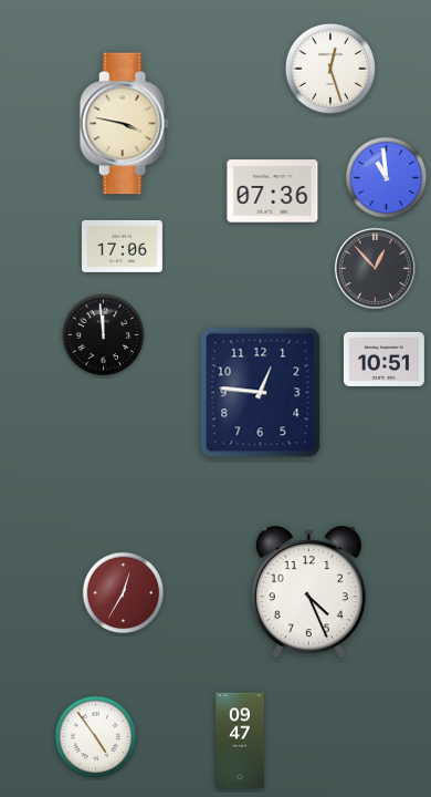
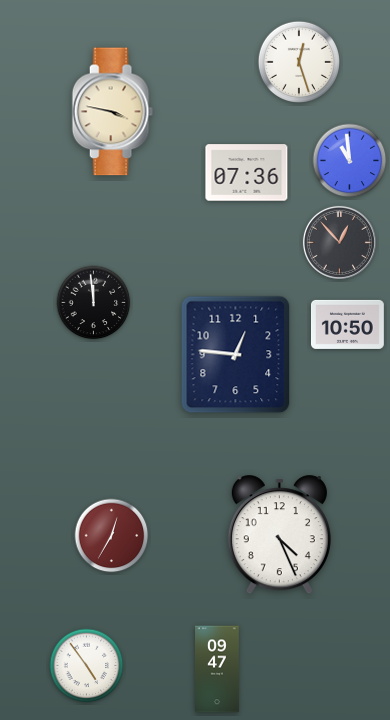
clock at (122, 246): 17:06 -> none
clock at (383, 359): 10:51 -> 10:50
